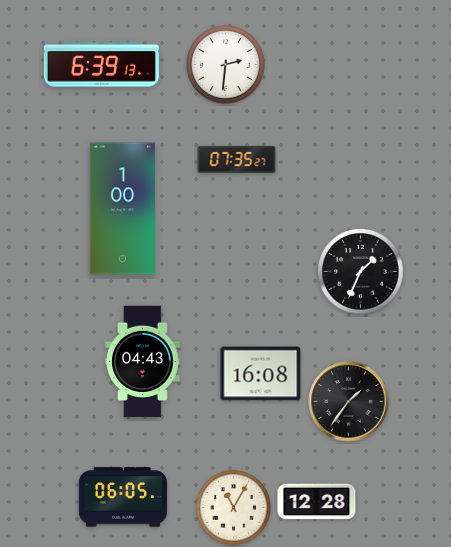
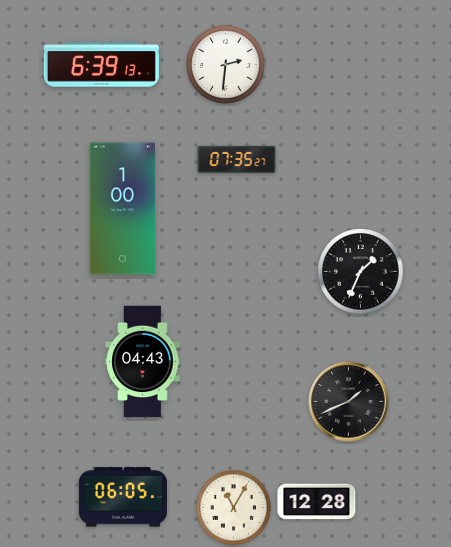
clock at (261, 374): 16:08 -> none
clock at (349, 402): 1:36 -> 1:41
